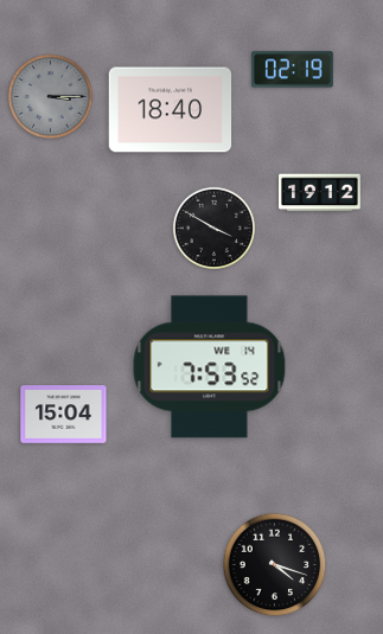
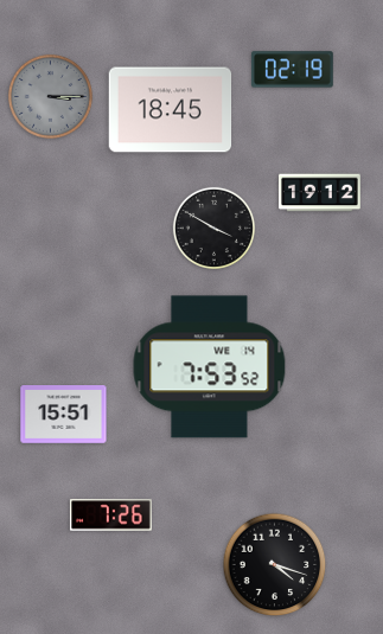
clock at (171, 110): 18:40 -> 18:45
clock at (64, 415): 15:04 -> 15:51
clock at (110, 515): none -> 7:26
